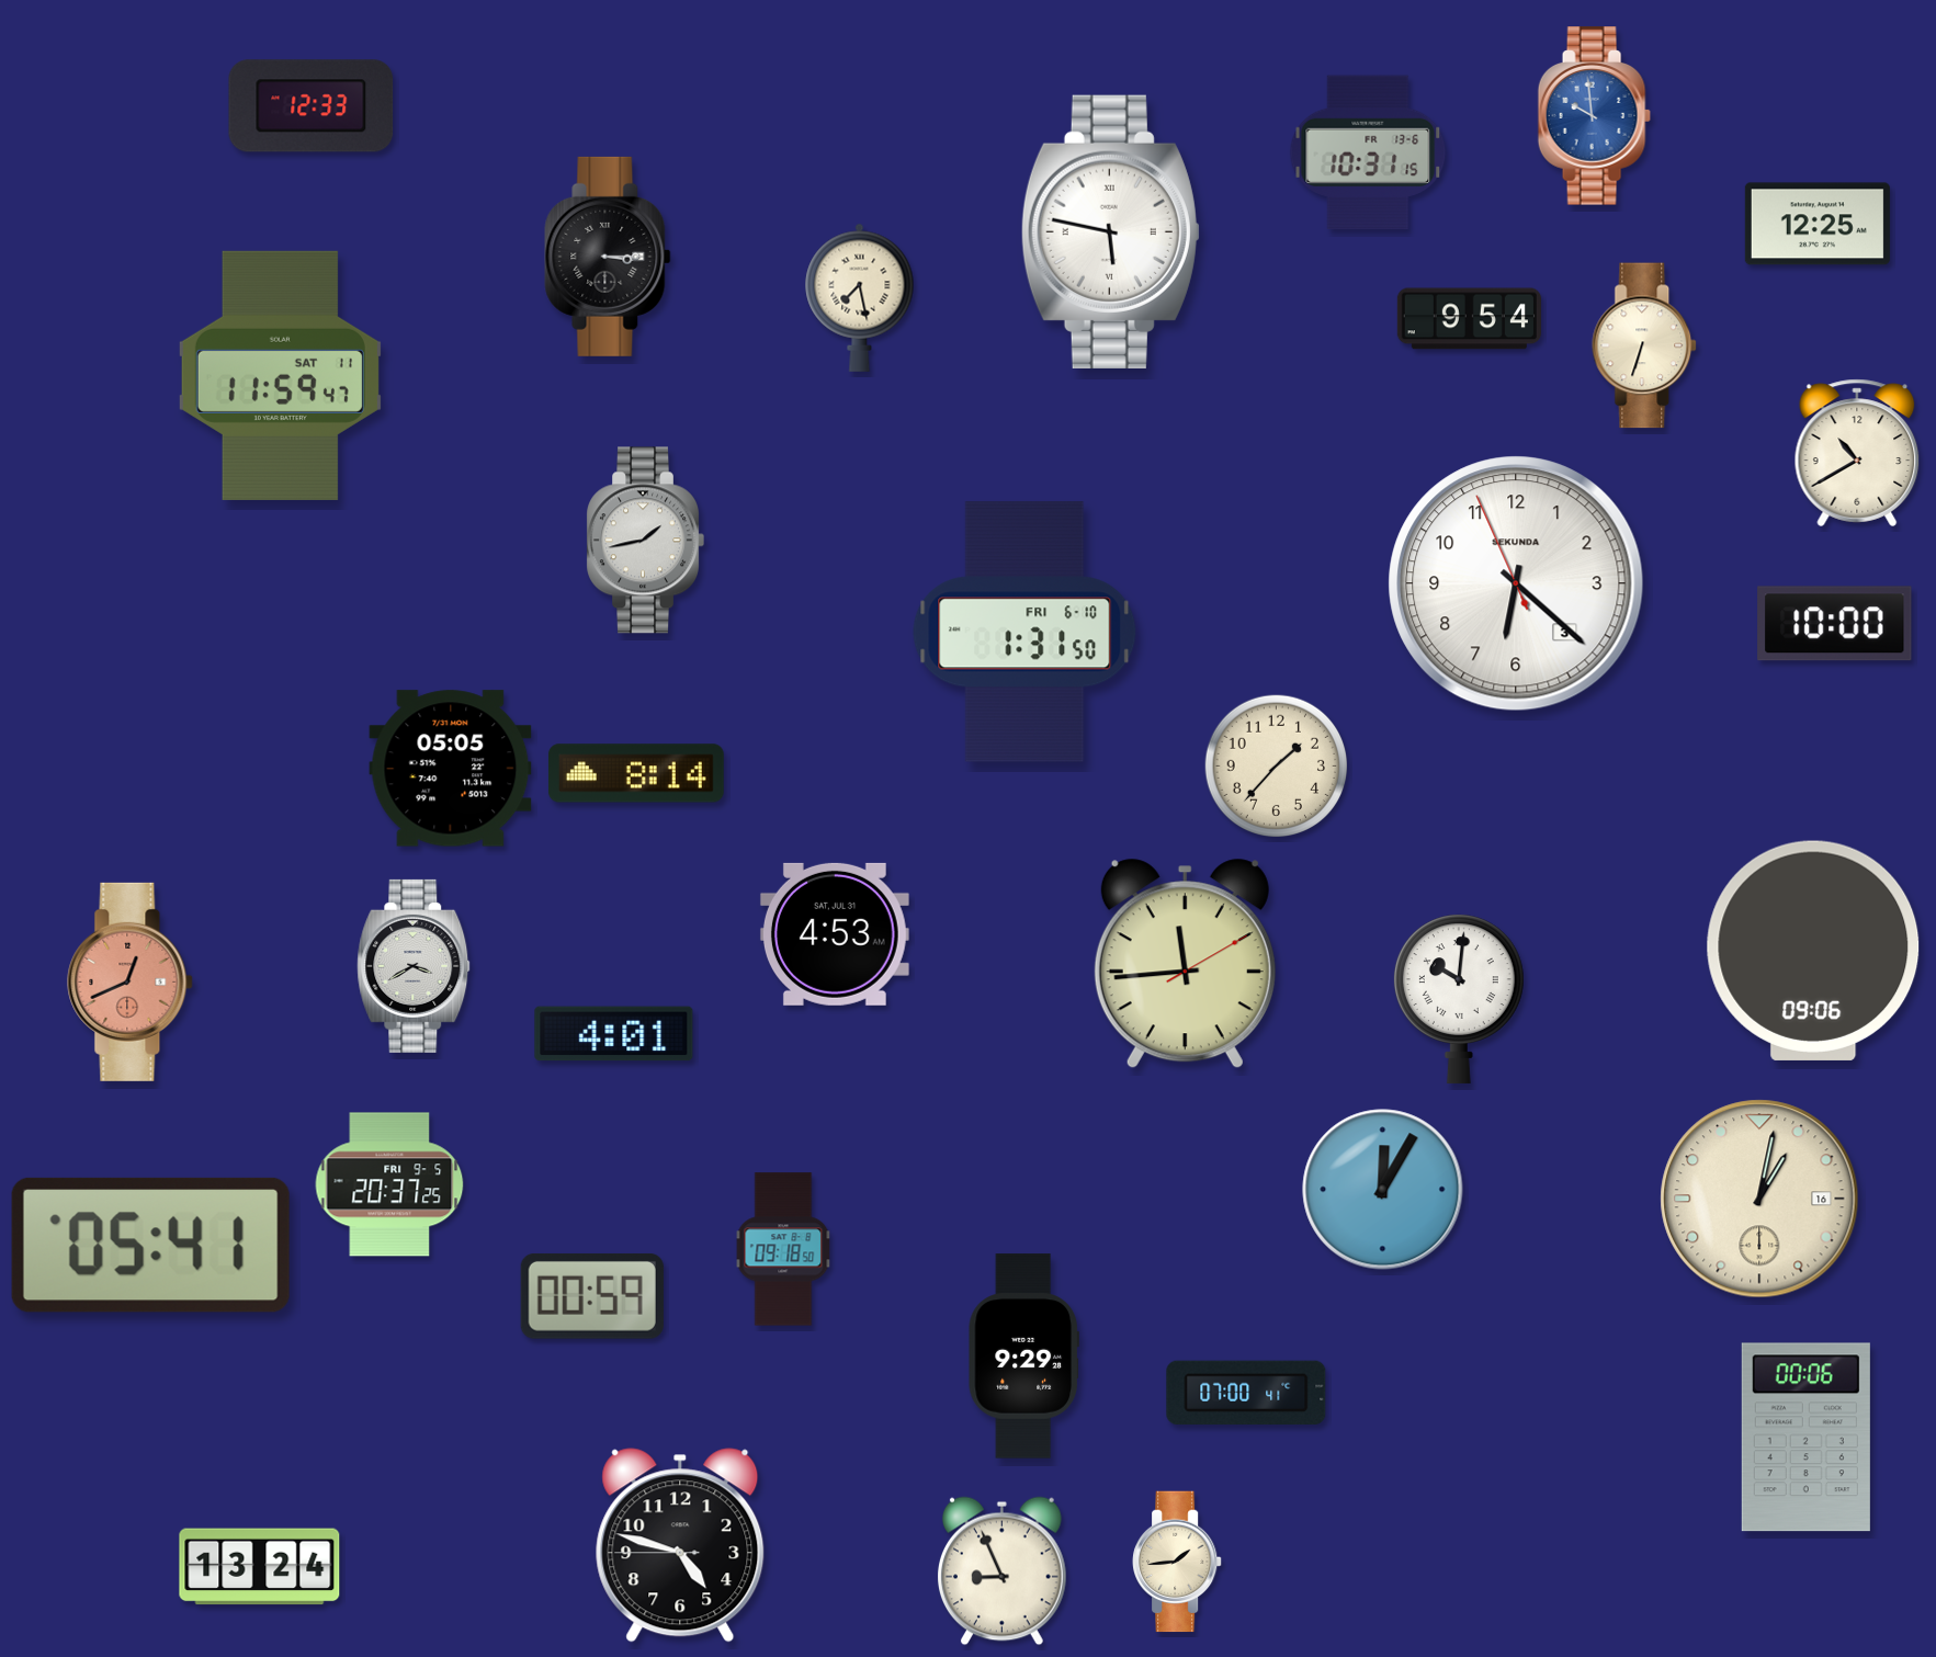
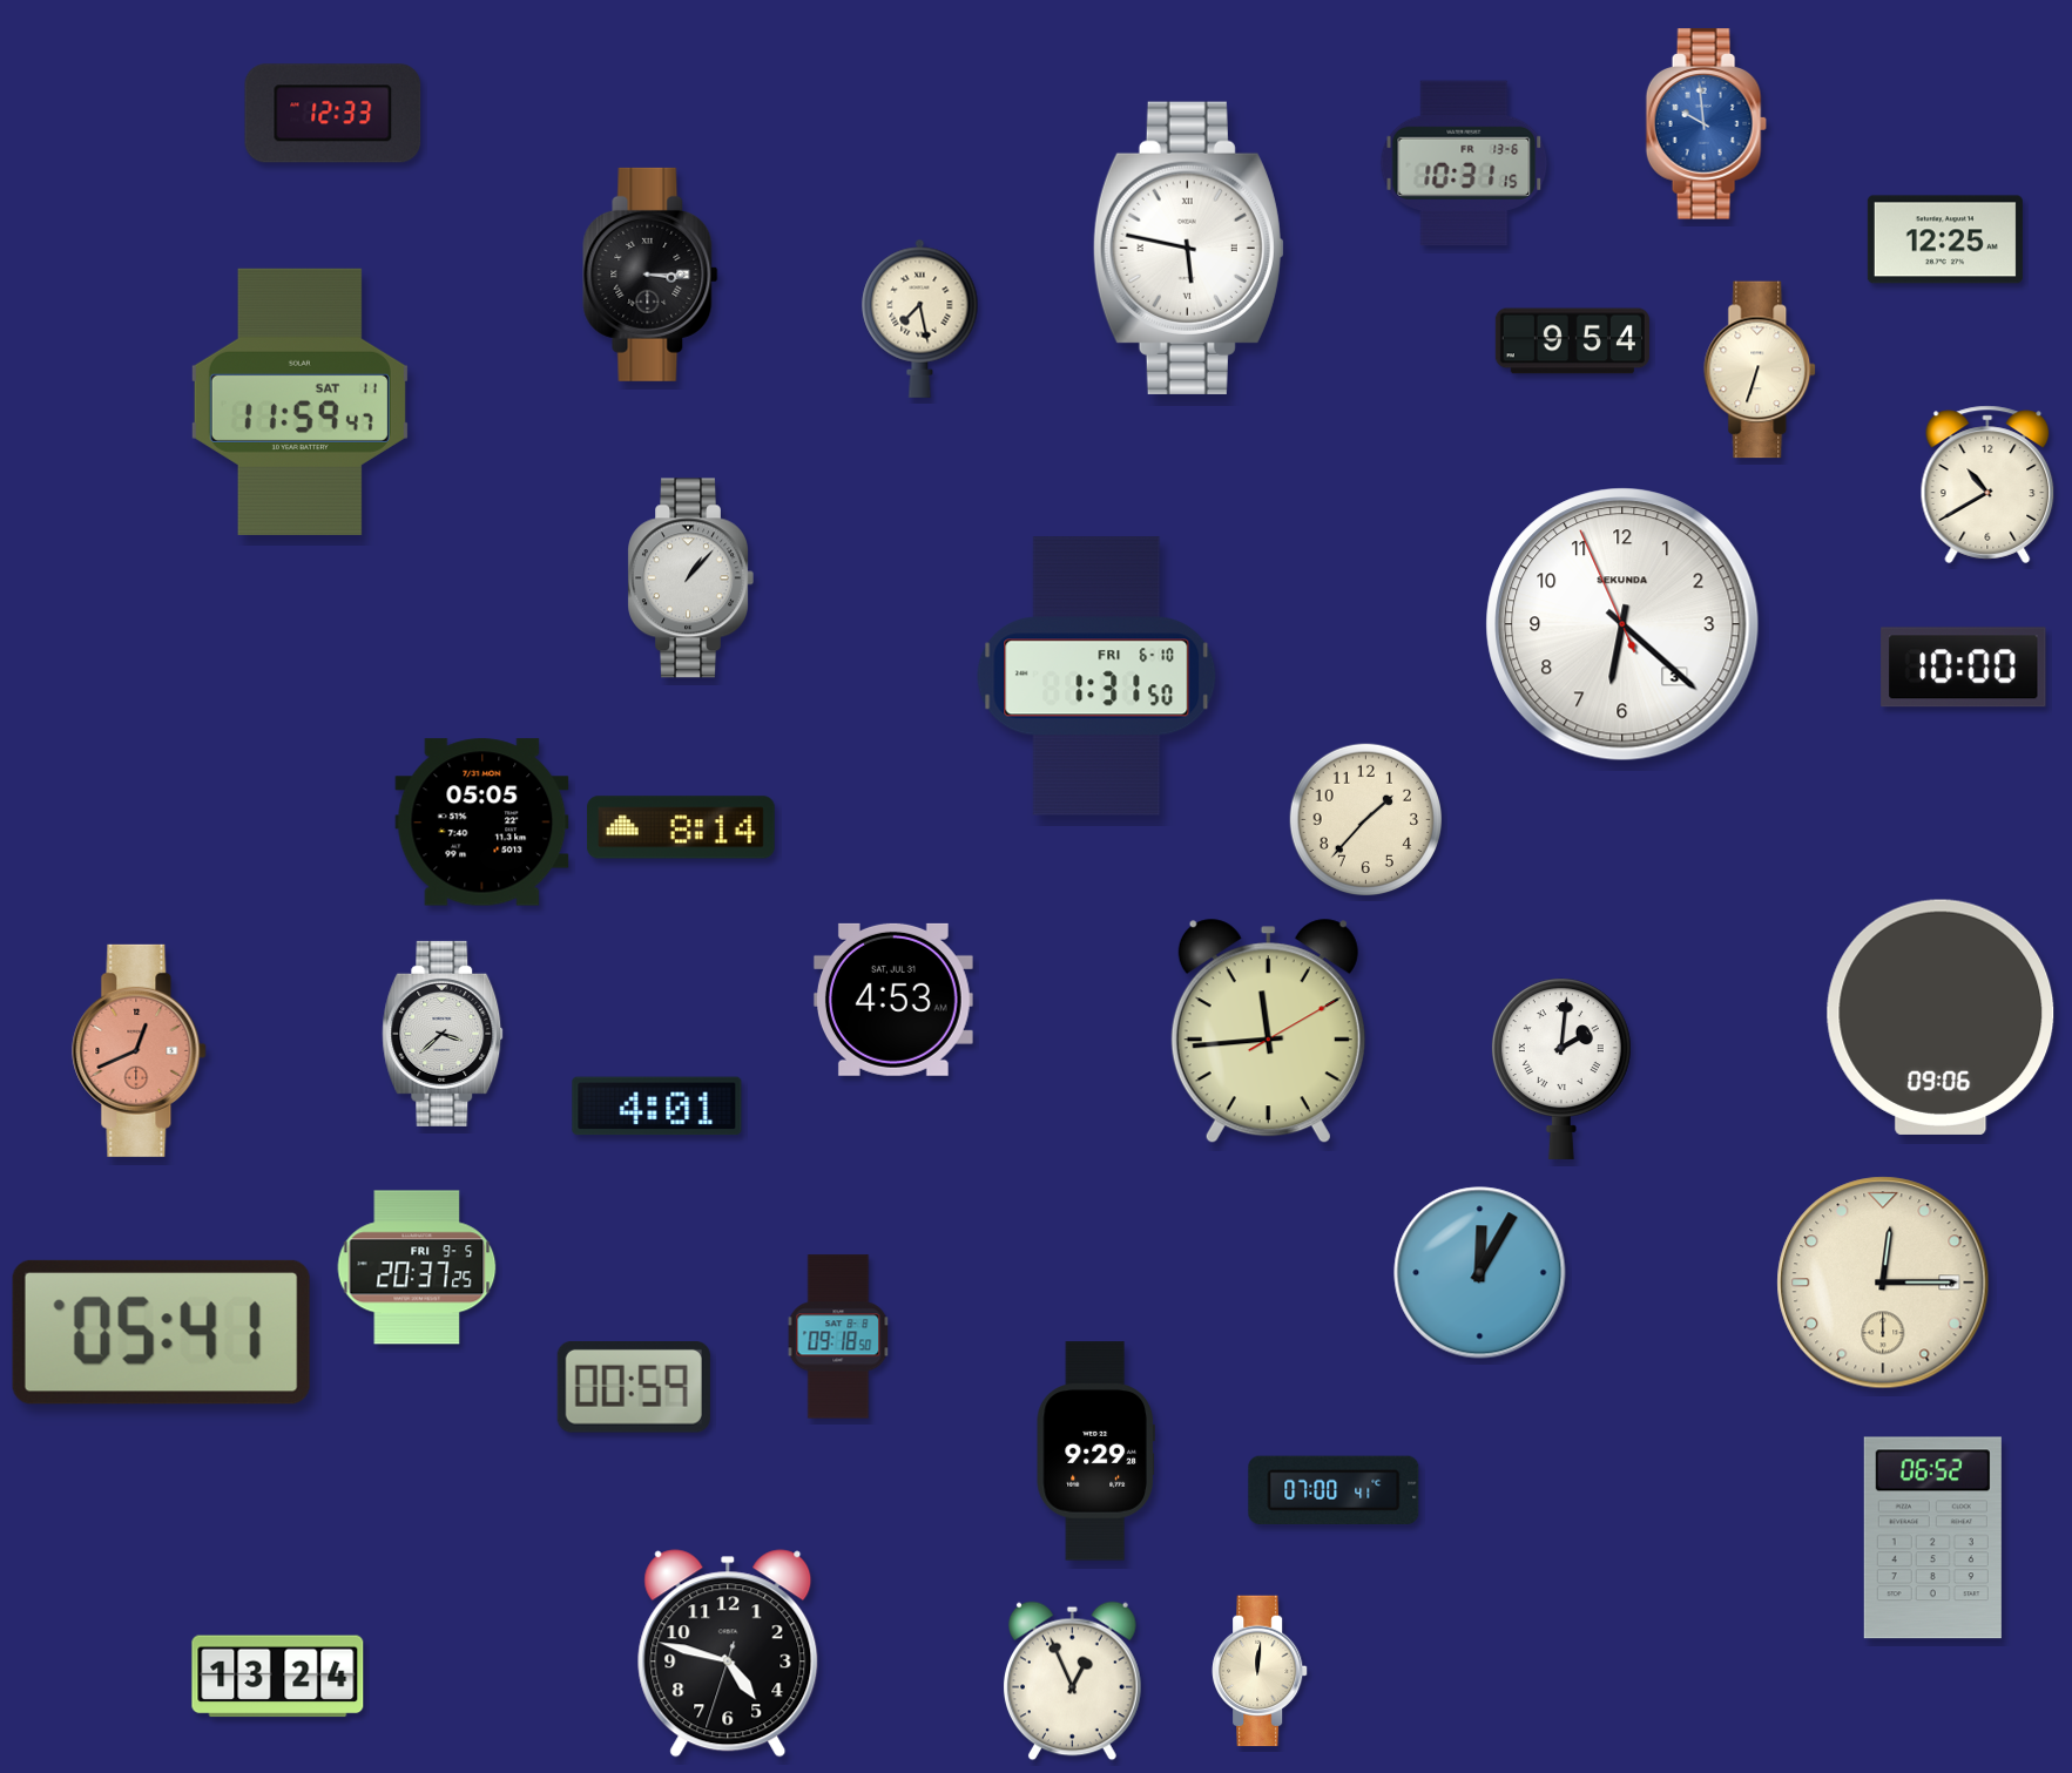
clock at (645, 541): 1:43 -> 1:07
clock at (414, 966): 3:40 -> 3:38
clock at (1459, 999): 10:01 -> 2:01
clock at (1759, 1199): 1:02 -> 12:15
clock at (1805, 1438): 00:06 -> 06:52
clock at (680, 1545): 4:47:45 -> 4:47:33
clock at (1178, 1562): 1:44 -> 12:01
clock at (1001, 1571): 8:56 -> 12:56
